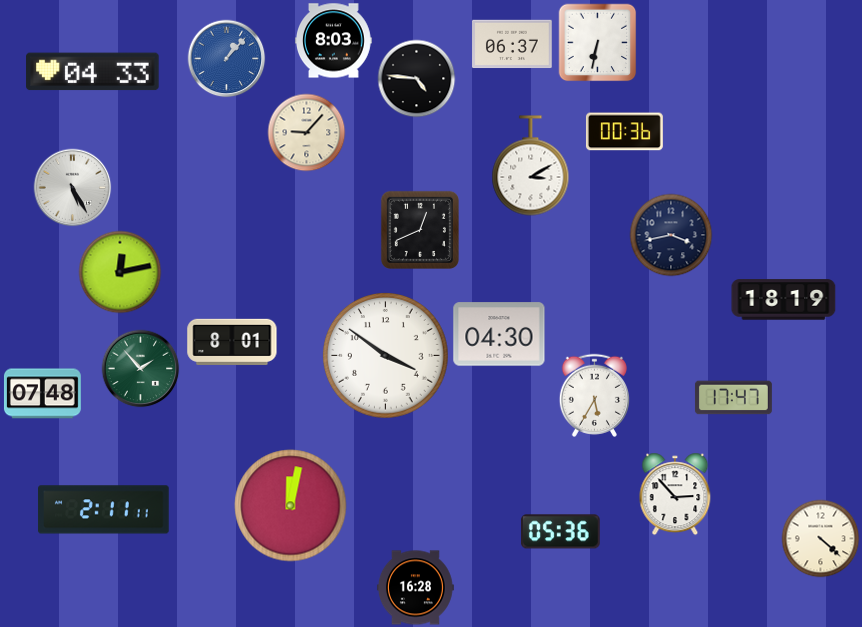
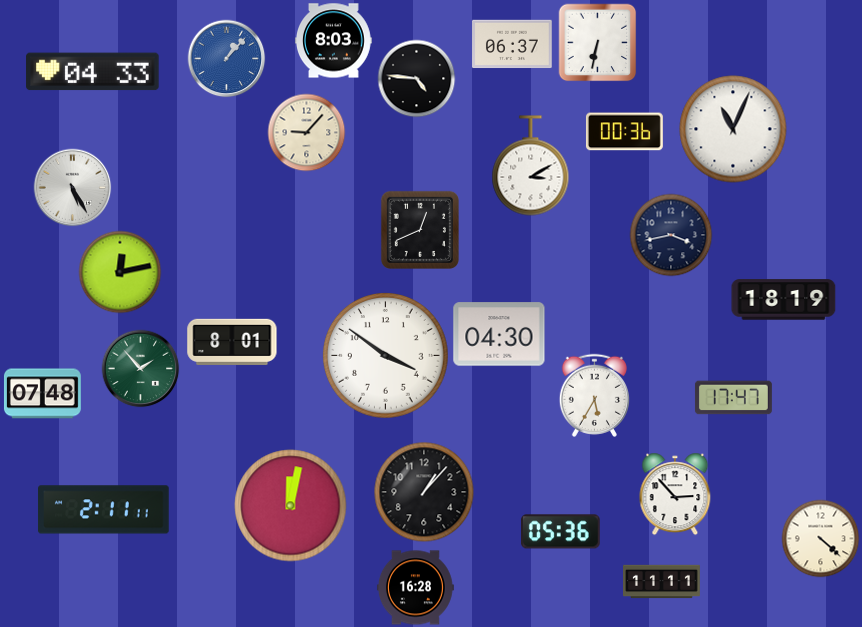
clock at (733, 129): none -> 11:04
clock at (424, 492): none -> 1:07
clock at (662, 582): none -> 11:11
